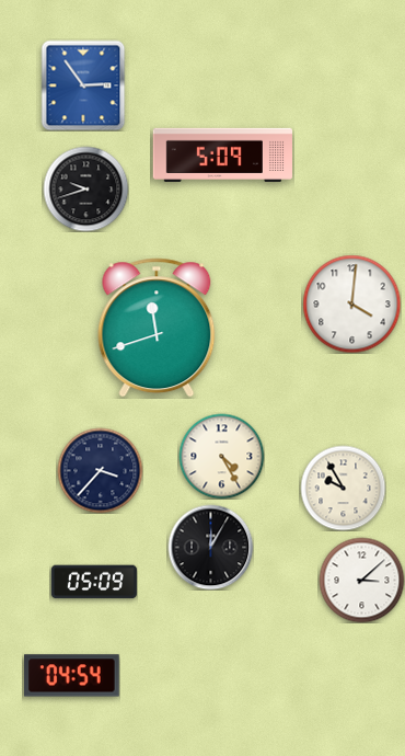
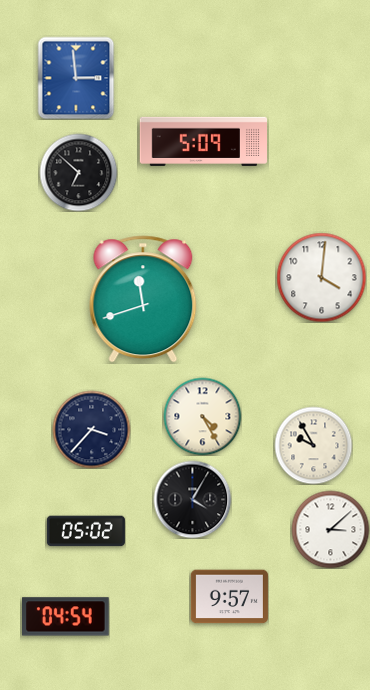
clock at (83, 85): 2:54 -> 2:59
clock at (85, 188): 9:42 -> 6:52
clock at (210, 547): 12:05 -> 4:05
clock at (94, 582): 05:09 -> 05:02
clock at (229, 597): none -> 9:57
